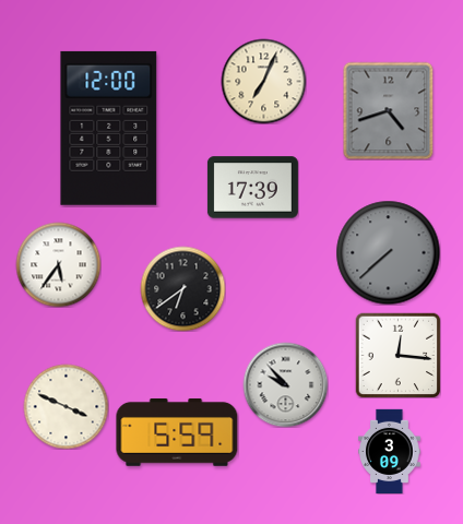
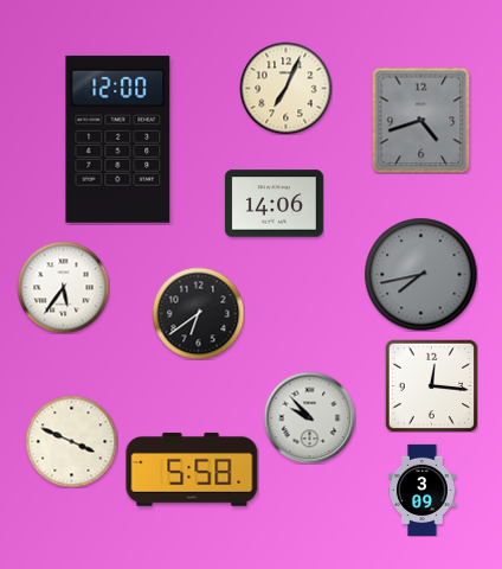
clock at (252, 188): 17:39 -> 14:06
clock at (388, 252): 7:38 -> 7:43
clock at (177, 432): 5:59 -> 5:58
